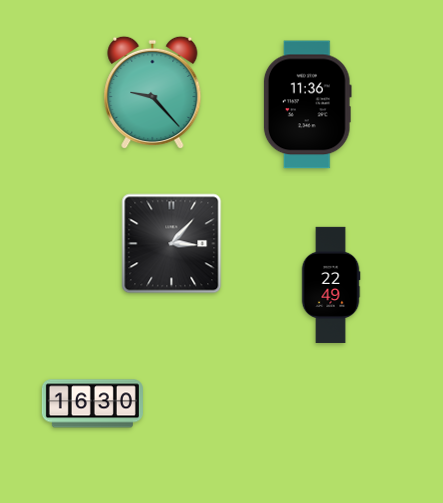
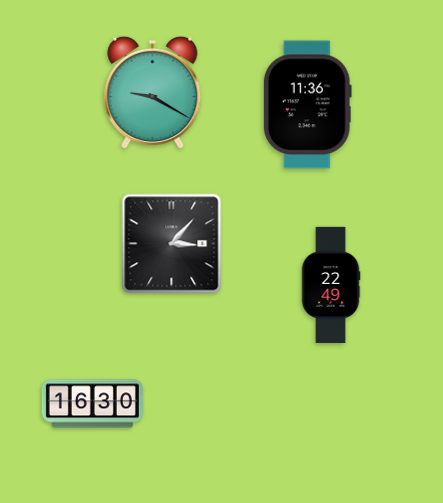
clock at (153, 93): 9:23 -> 9:20
